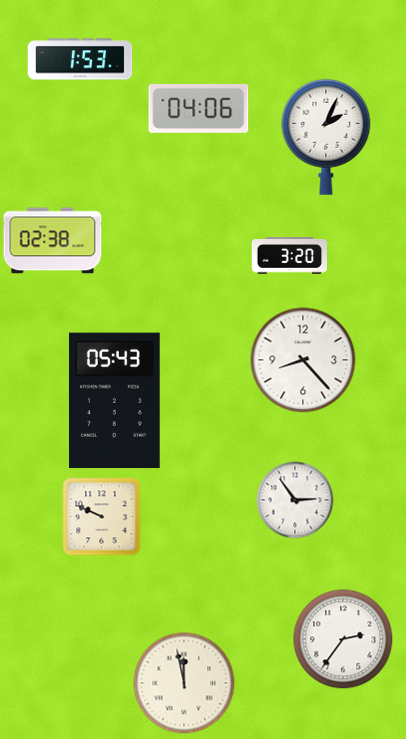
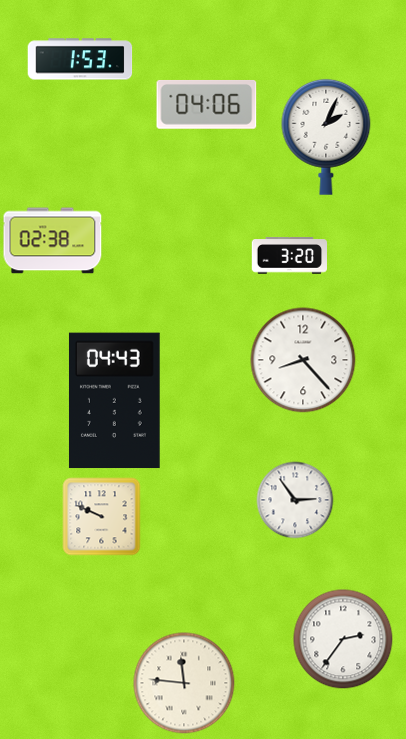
clock at (199, 108) position: (199, 108) -> (207, 104)
clock at (114, 401): 05:43 -> 04:43
clock at (184, 683): 11:58 -> 11:46
